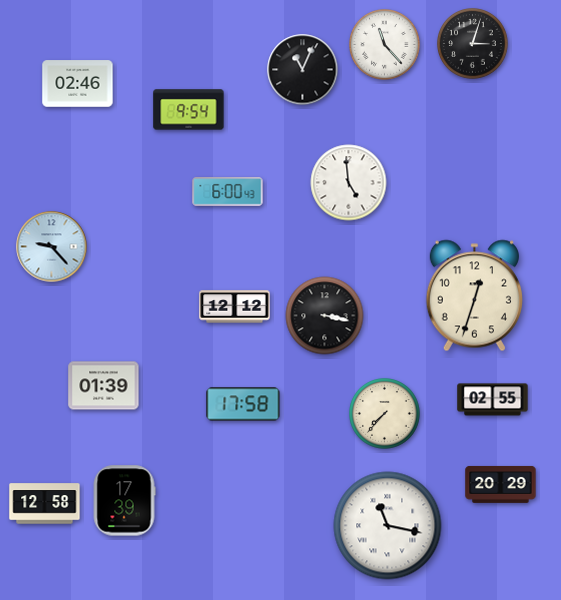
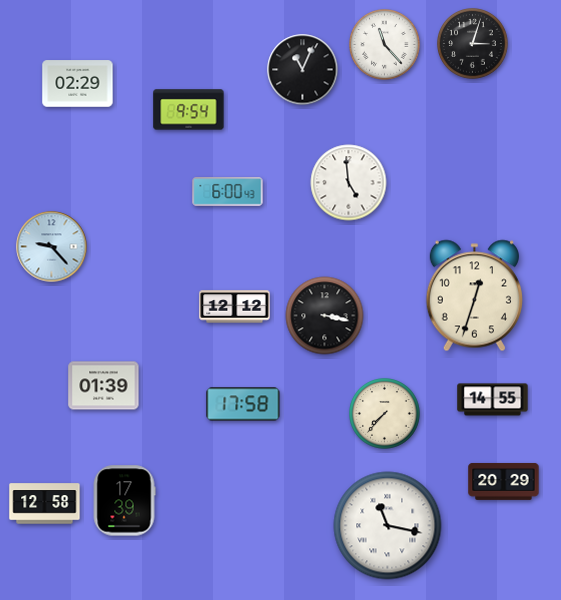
clock at (78, 84): 02:46 -> 02:29
clock at (493, 400): 02:55 -> 14:55
clock at (501, 484) position: (501, 484) -> (504, 481)
